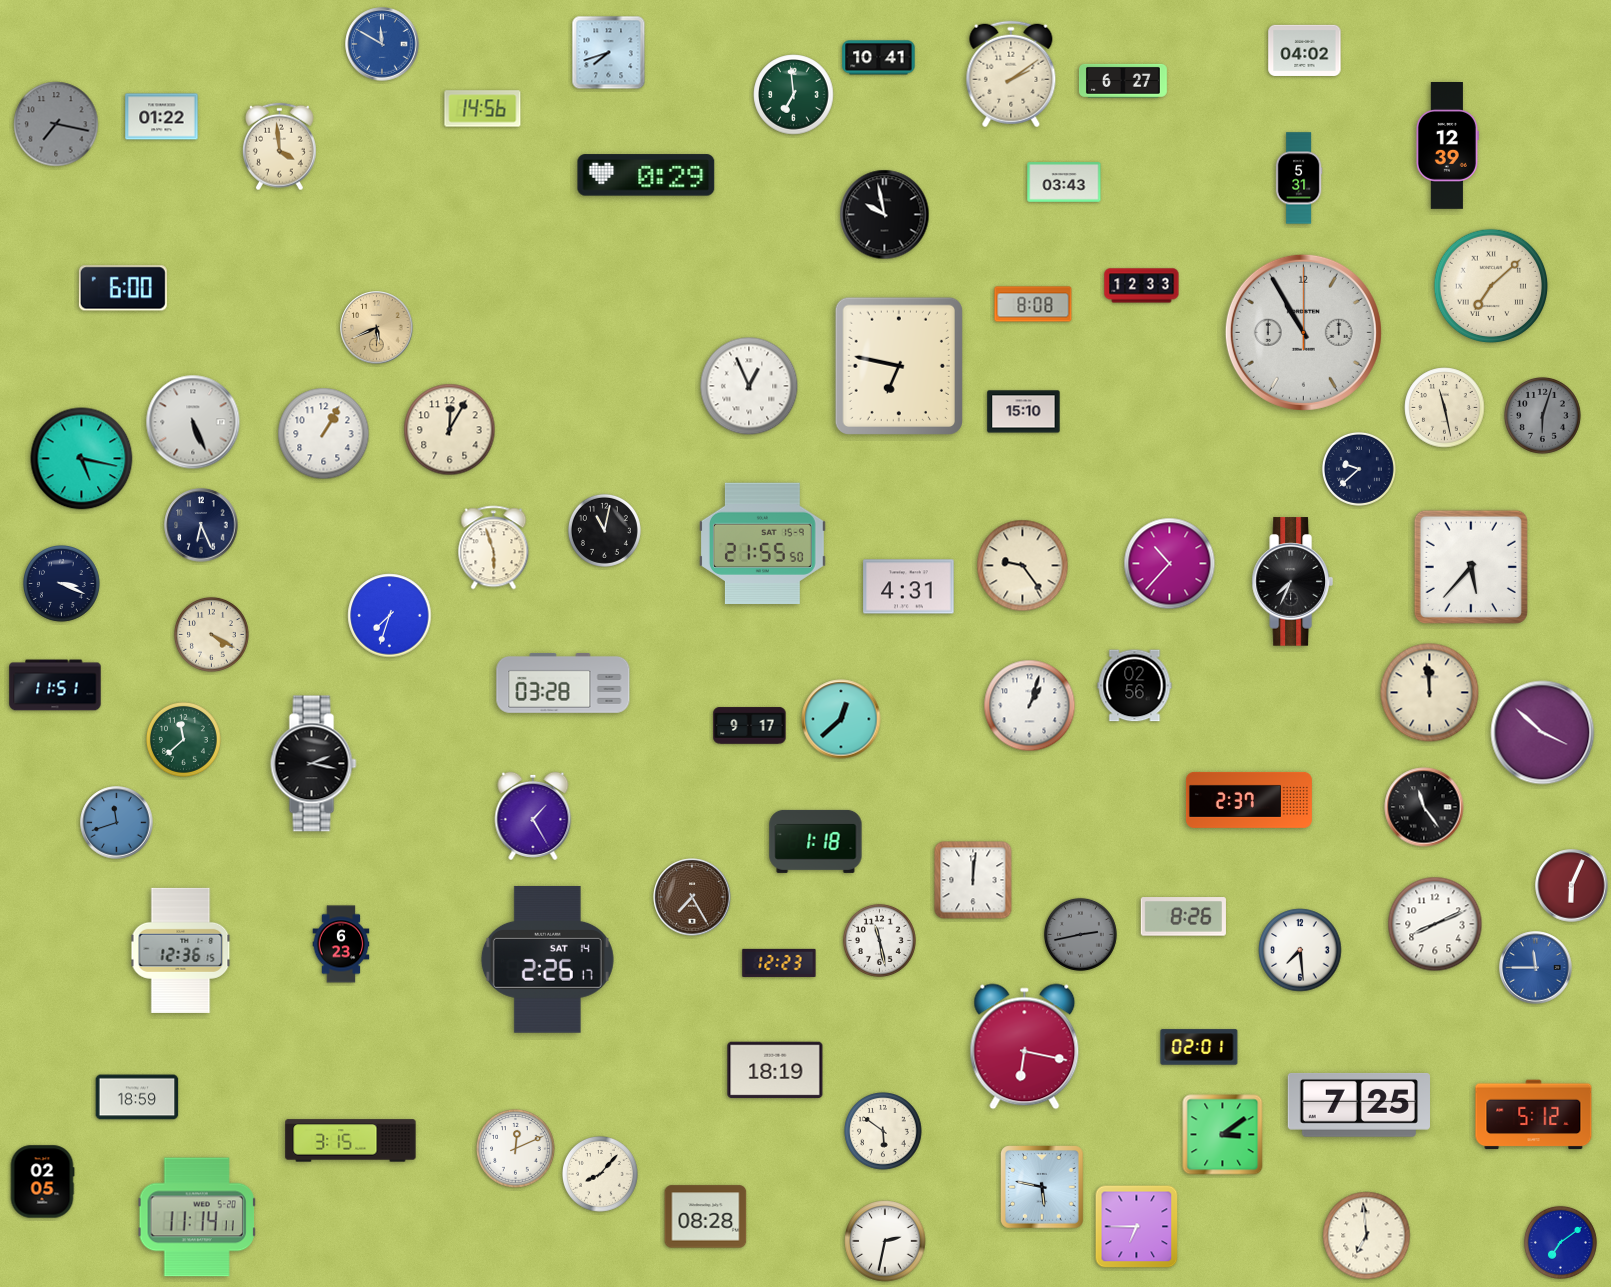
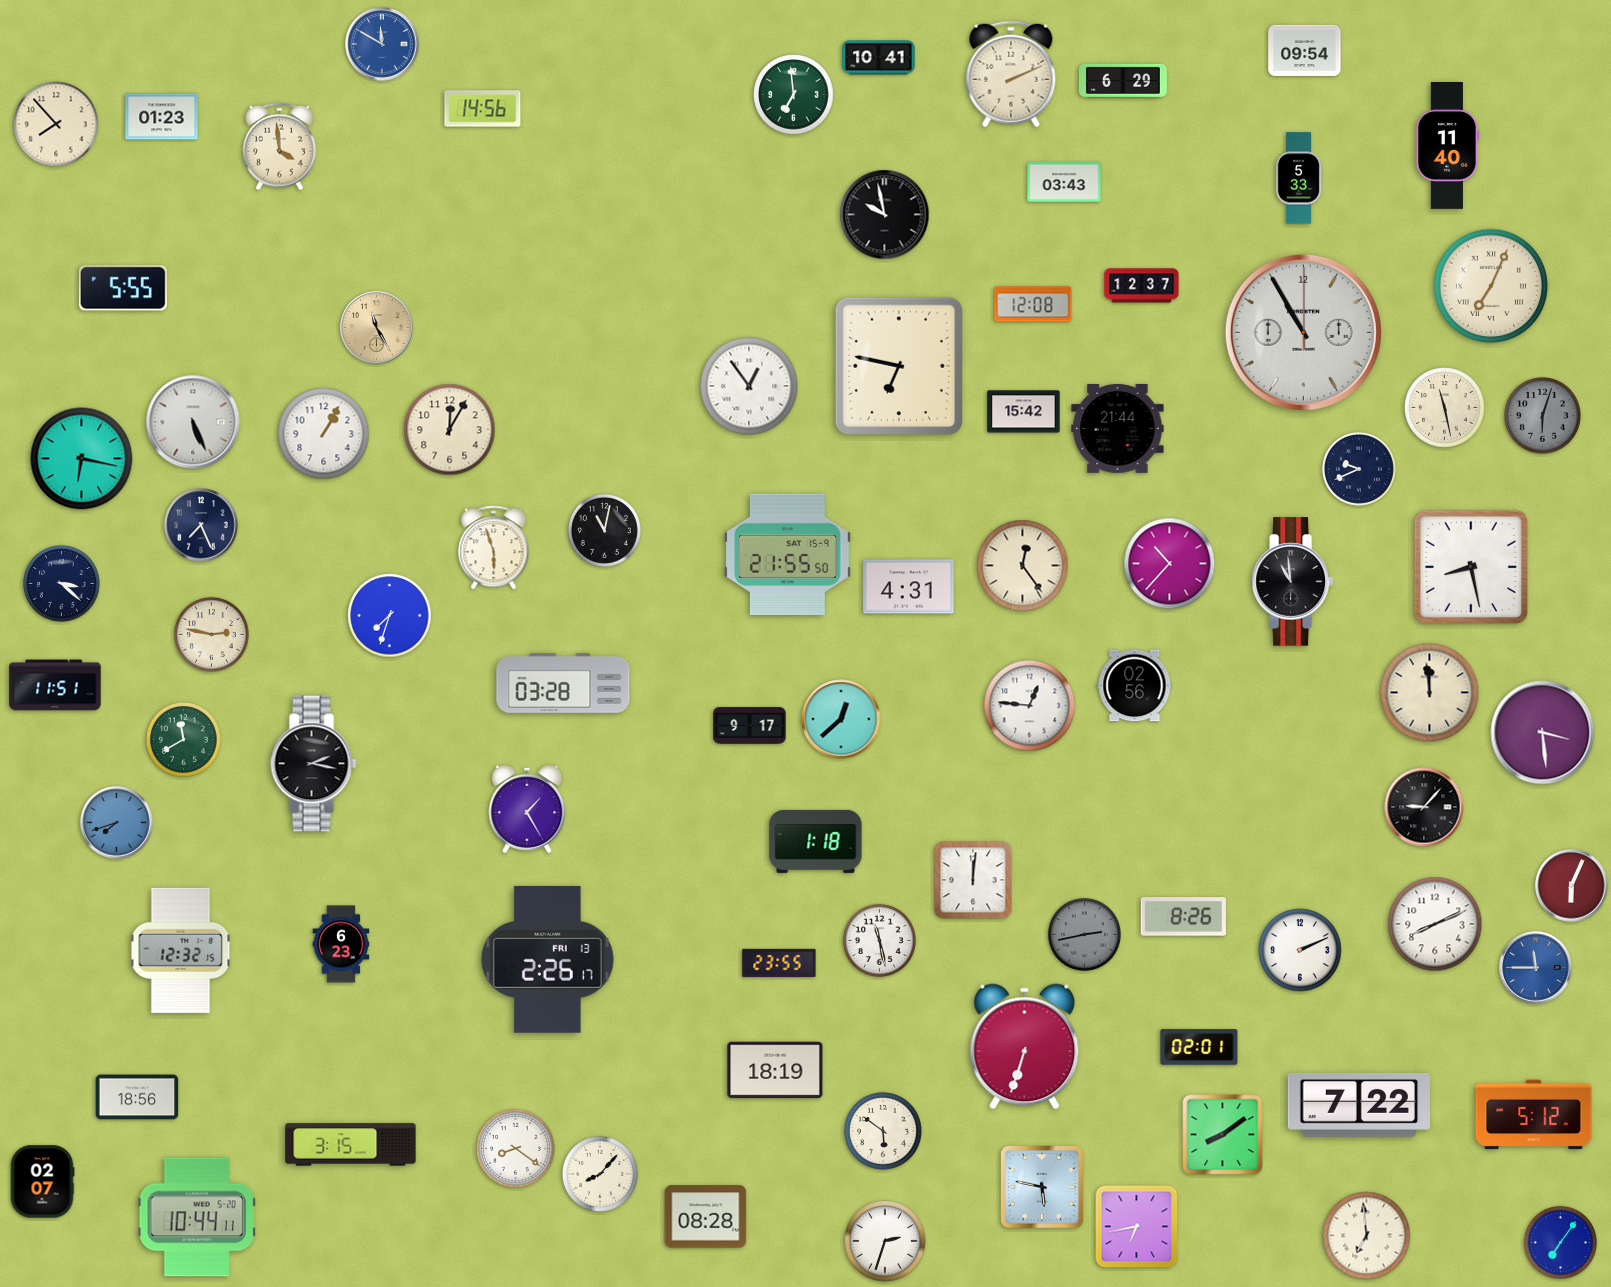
clock at (1305, 50): 04:02 -> 09:54
clock at (609, 53): 7:42 -> none
clock at (1011, 74): 2:09 -> 2:11
clock at (1123, 81): 6:27 -> 6:29
clock at (162, 117): 01:22 -> 01:23
clock at (56, 124): 7:17 -> 7:53
clock at (56, 124) dial: grey -> cream
clock at (1447, 146): 12:39 -> 11:40
clock at (646, 175): 0:29 -> none
clock at (1299, 178): 5:31 -> 5:33
clock at (1142, 286): 12:33 -> 12:37
clock at (1491, 286): 7:08 -> 7:04
clock at (123, 288): 6:00 -> 5:55
clock at (1033, 304): 8:08 -> 12:08
clock at (377, 328): 5:41 -> 11:25
clock at (749, 386): 12:56 -> 12:54
clock at (1024, 412): 15:10 -> 15:42
clock at (1118, 428): none -> 21:44
clock at (82, 459): 5:17 -> 6:17
clock at (1359, 469): 9:38 -> 9:41
clock at (201, 525): 6:26 -> 7:26
clock at (762, 544) position: (762, 544) -> (787, 555)
clock at (1023, 566): 9:24 -> 12:24
clock at (1471, 567): 5:37 -> 8:28
clock at (1292, 582): 7:34 -> 10:59
clock at (62, 584): 3:19 -> 3:22
clock at (211, 634): 4:20 -> 2:47
clock at (1030, 706): 1:03 -> 12:46
clock at (1543, 733): 3:52 -> 3:29
clock at (183, 739): 11:38 -> 11:40
clock at (1249, 800): 2:37 -> none
clock at (1424, 807): 11:24 -> 9:07
clock at (533, 816) position: (533, 816) -> (527, 809)
clock at (117, 823): 11:42 -> 7:42
clock at (692, 897): 7:25 -> none
clock at (1080, 934) position: (1080, 934) -> (1084, 934)
clock at (181, 950): 12:36 -> 12:32
clock at (1300, 950): 7:29 -> 2:11
clock at (547, 959) date: SAT 14 -> FRI 13
clock at (779, 963): 12:23 -> 23:55
clock at (1025, 1047): 6:17 -> 6:33
clock at (137, 1097): 18:59 -> 18:56
clock at (1358, 1105): 7:25 -> 7:22
clock at (1223, 1135): 3:09 -> 8:09
clock at (351, 1141) position: (351, 1141) -> (351, 1145)
clock at (516, 1149): 12:11 -> 8:21
clock at (42, 1182): 02:05 -> 02:07
clock at (197, 1217): 11:14 -> 10:44
clock at (1137, 1227): 6:45 -> 6:43
clock at (885, 1241): 2:32 -> 2:33
clock at (1560, 1242): 7:09 -> 7:06
